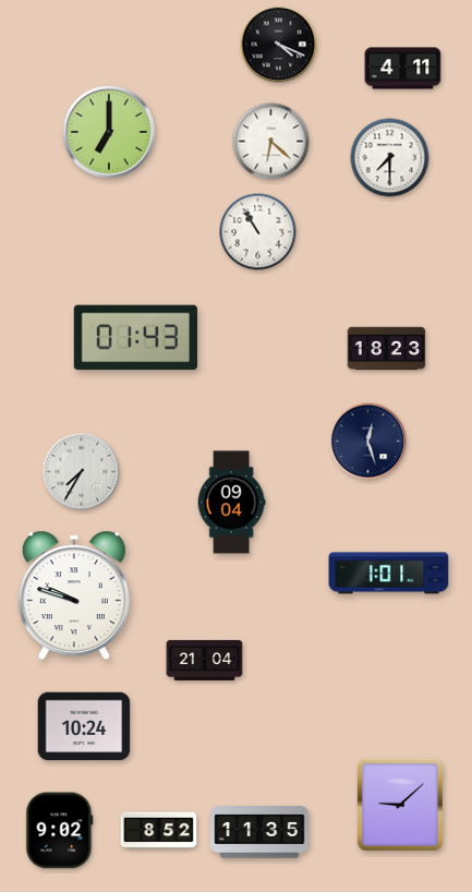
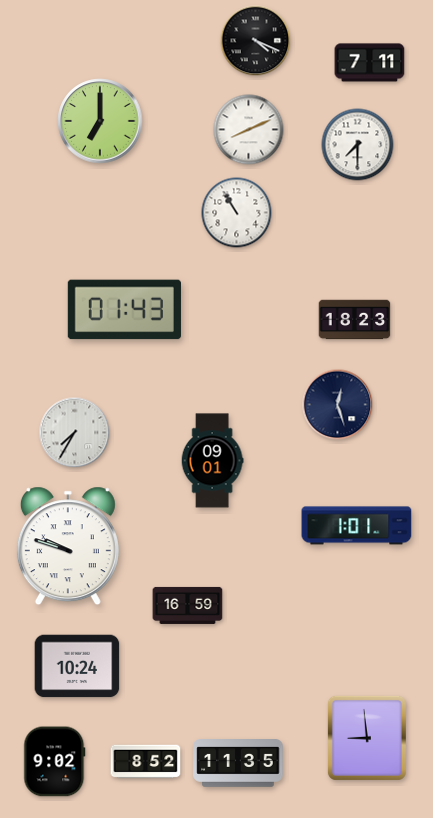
clock at (403, 69): 4:11 -> 7:11
clock at (271, 142): 6:22 -> 8:11
clock at (231, 503): 09:04 -> 09:01
clock at (205, 660): 21:04 -> 16:59
clock at (400, 805): 9:08 -> 8:59
